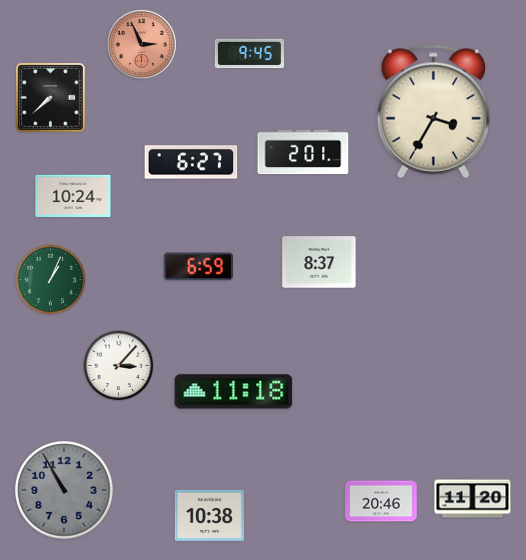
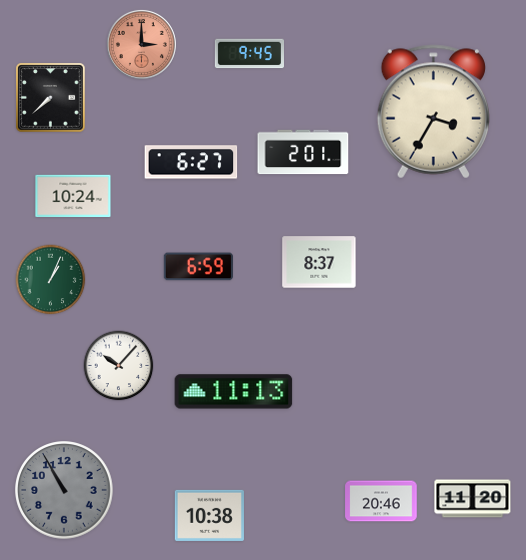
clock at (141, 44): 2:56 -> 3:00
clock at (119, 366): 3:07 -> 10:07
clock at (234, 392): 11:18 -> 11:13
